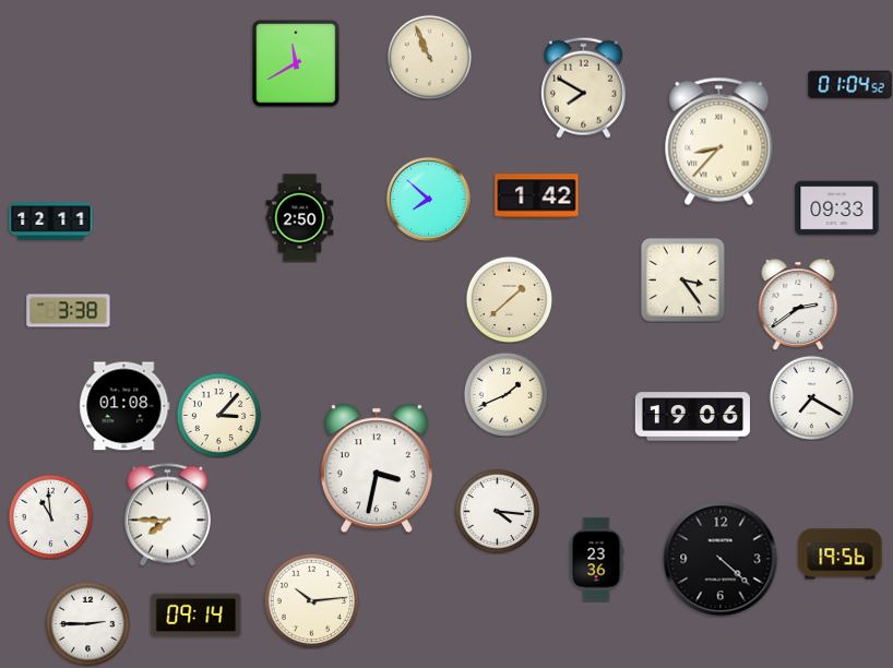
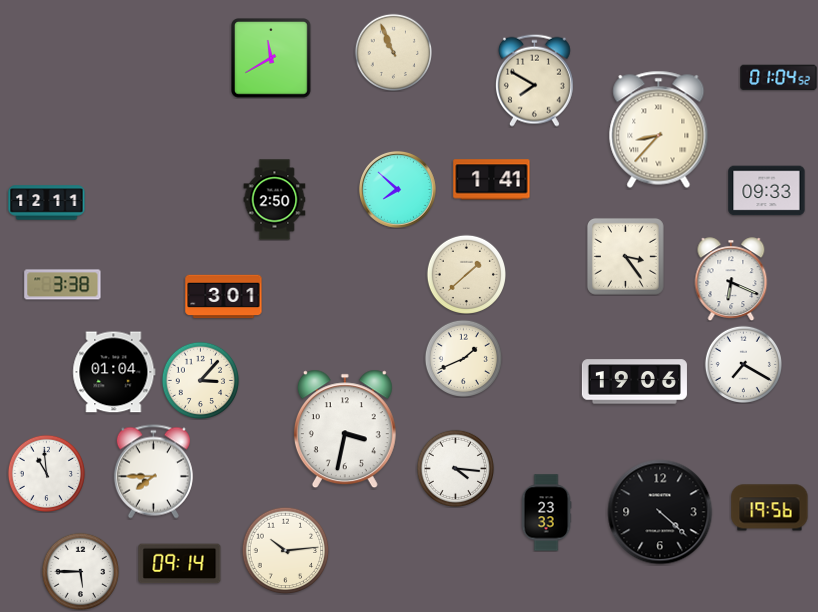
clock at (537, 196): 1:42 -> 1:41
clock at (428, 199) position: (428, 199) -> (397, 189)
clock at (798, 305): 2:39 -> 6:19
clock at (224, 297): none -> 3:01
clock at (505, 394) position: (505, 394) -> (463, 358)
clock at (124, 406): 01:08 -> 01:04
clock at (596, 560): 23:36 -> 23:33
clock at (87, 623): 2:45 -> 5:45
